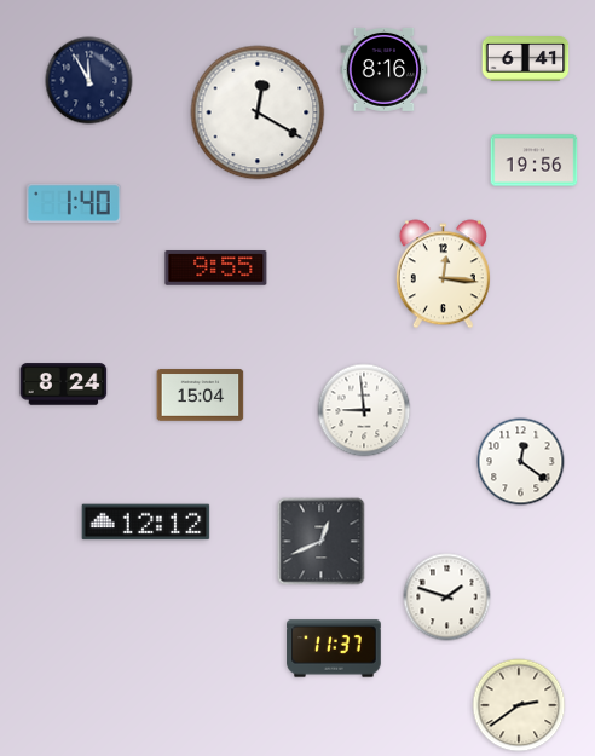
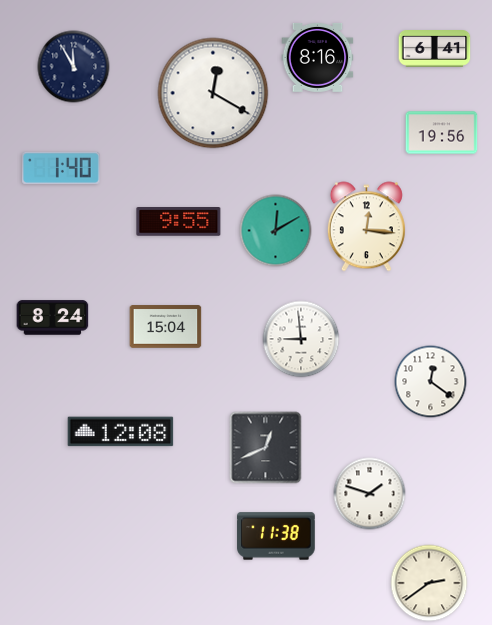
clock at (276, 231): none -> 12:10
clock at (146, 523): 12:12 -> 12:08
clock at (334, 648): 11:37 -> 11:38
